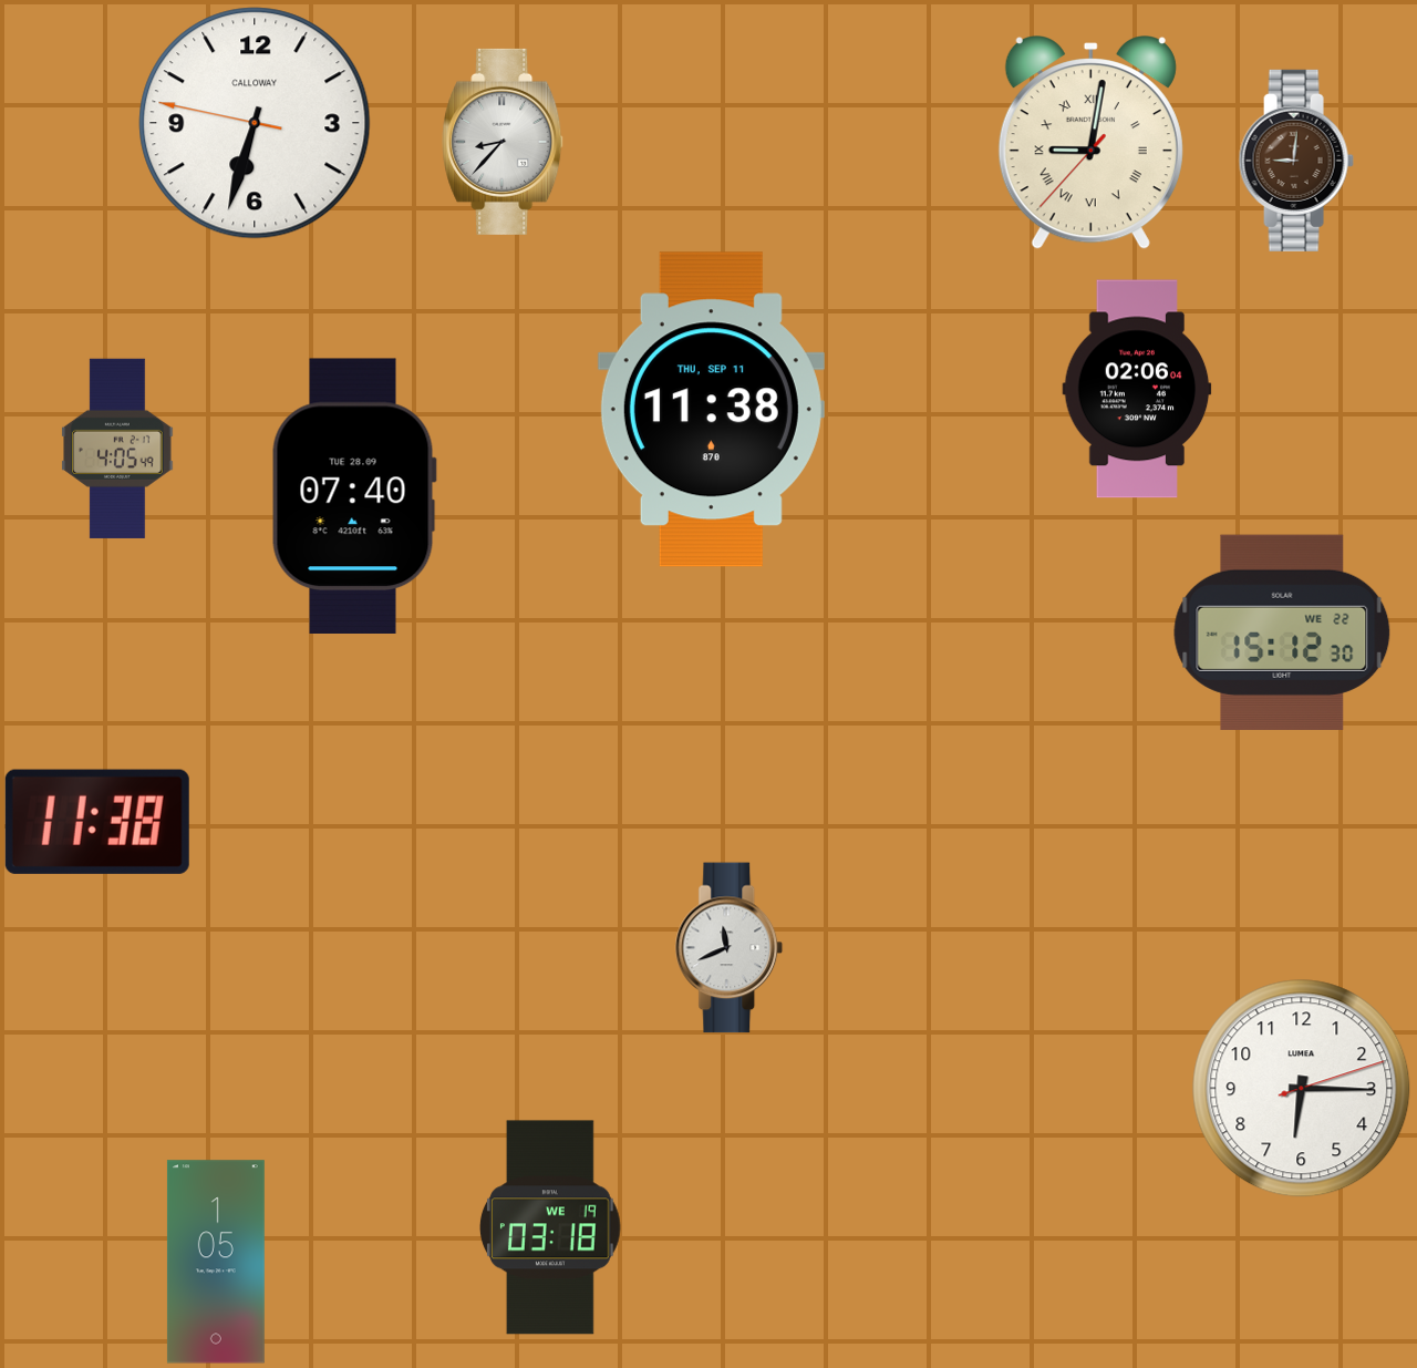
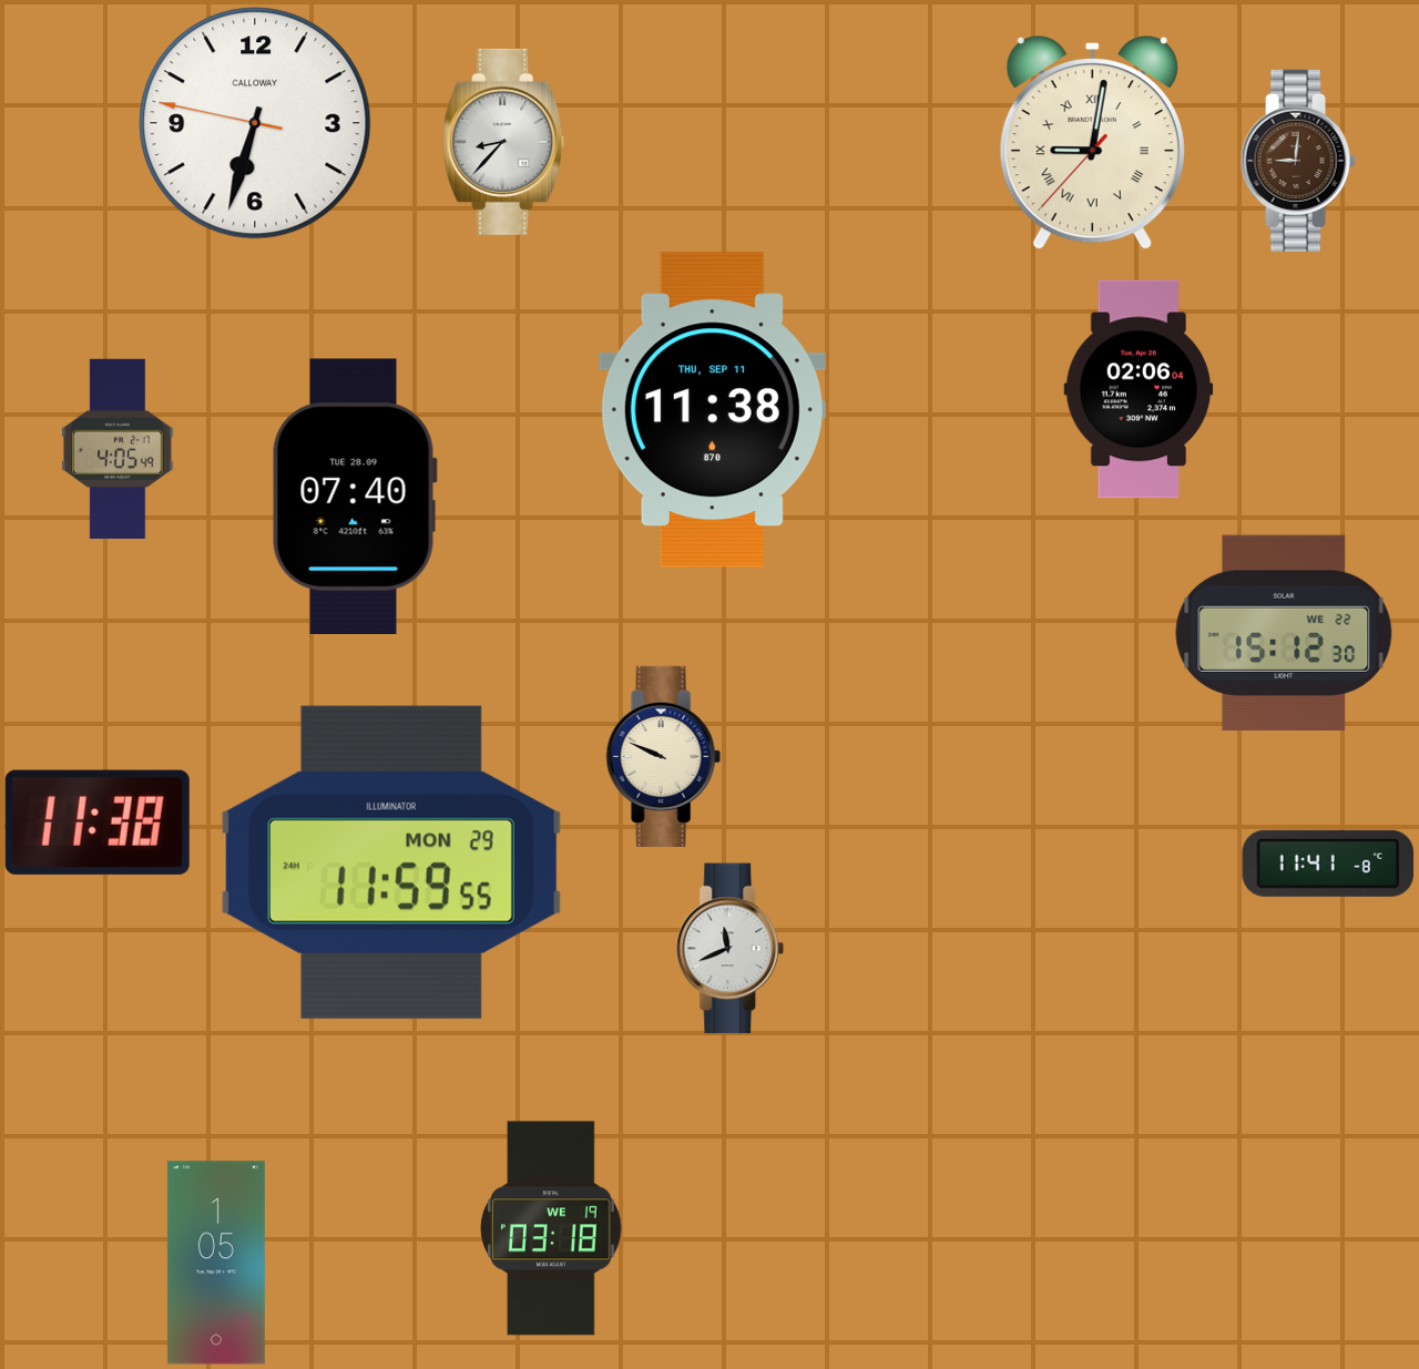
clock at (663, 756): none -> 9:49
clock at (391, 862): none -> 11:59
clock at (1328, 864): none -> 11:41
clock at (1302, 1089): 6:15 -> none
